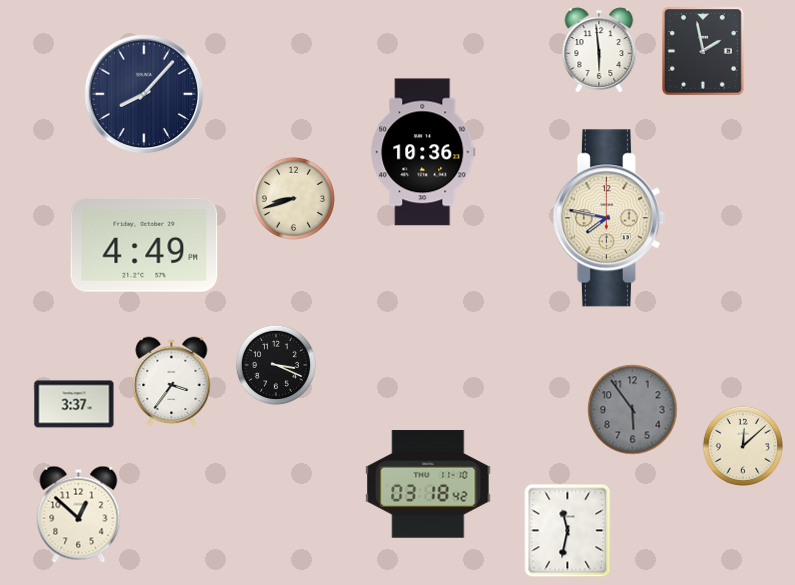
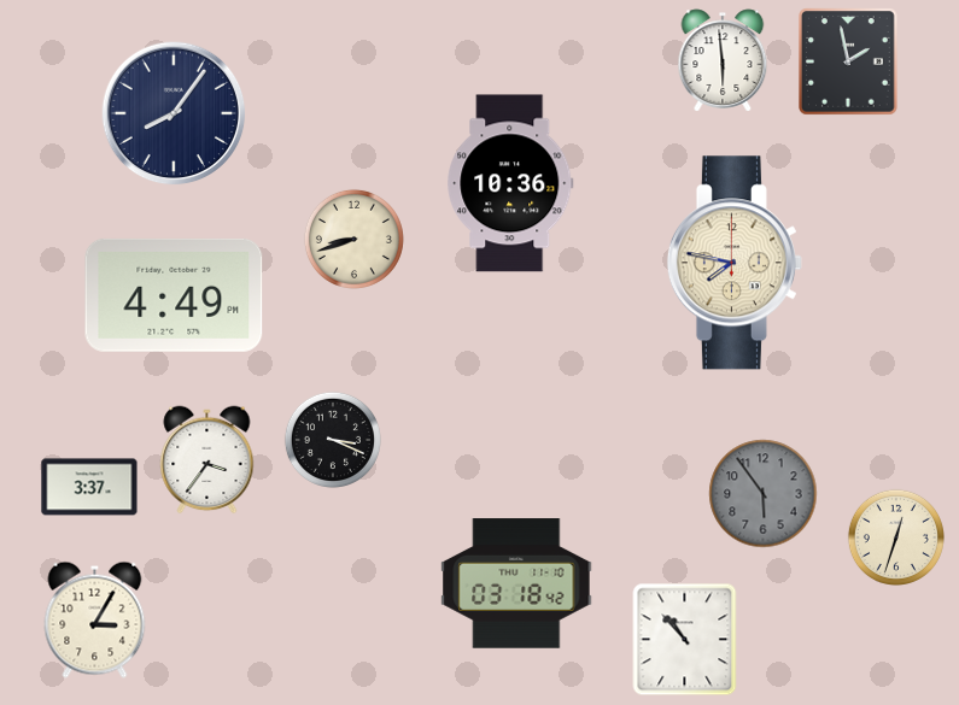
clock at (144, 94): 8:07 -> 8:06
clock at (743, 446): 12:08 -> 12:33
clock at (79, 514): 12:52 -> 3:05
clock at (568, 531): 11:32 -> 10:53
